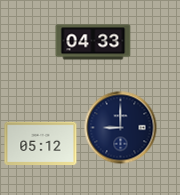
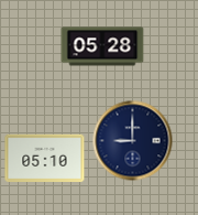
clock at (93, 42): 04:33 -> 05:28
clock at (41, 144): 05:12 -> 05:10
